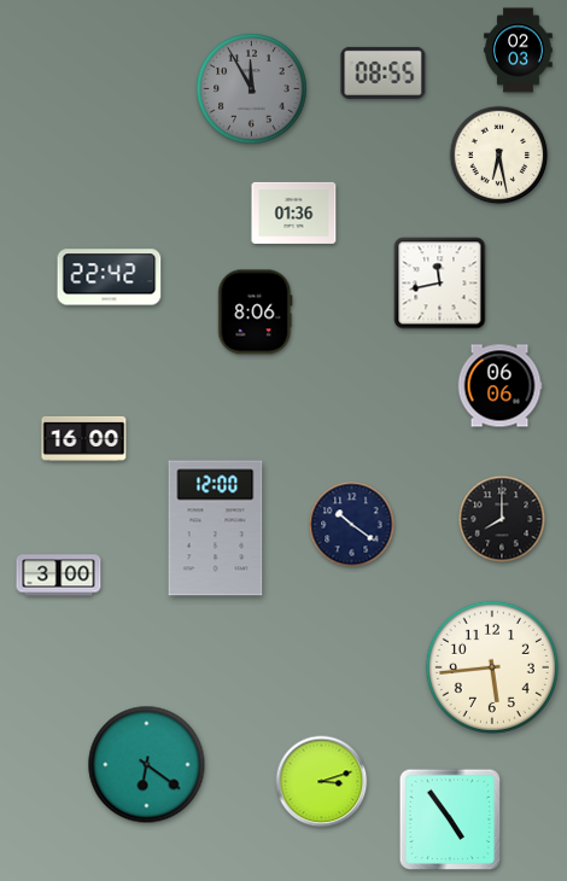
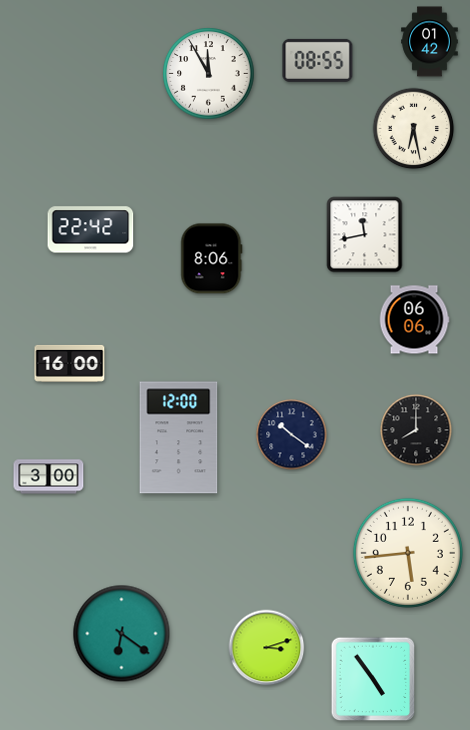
clock at (519, 51): 02:03 -> 01:42
clock at (252, 89) dial: grey -> white
clock at (294, 212): 01:36 -> none
